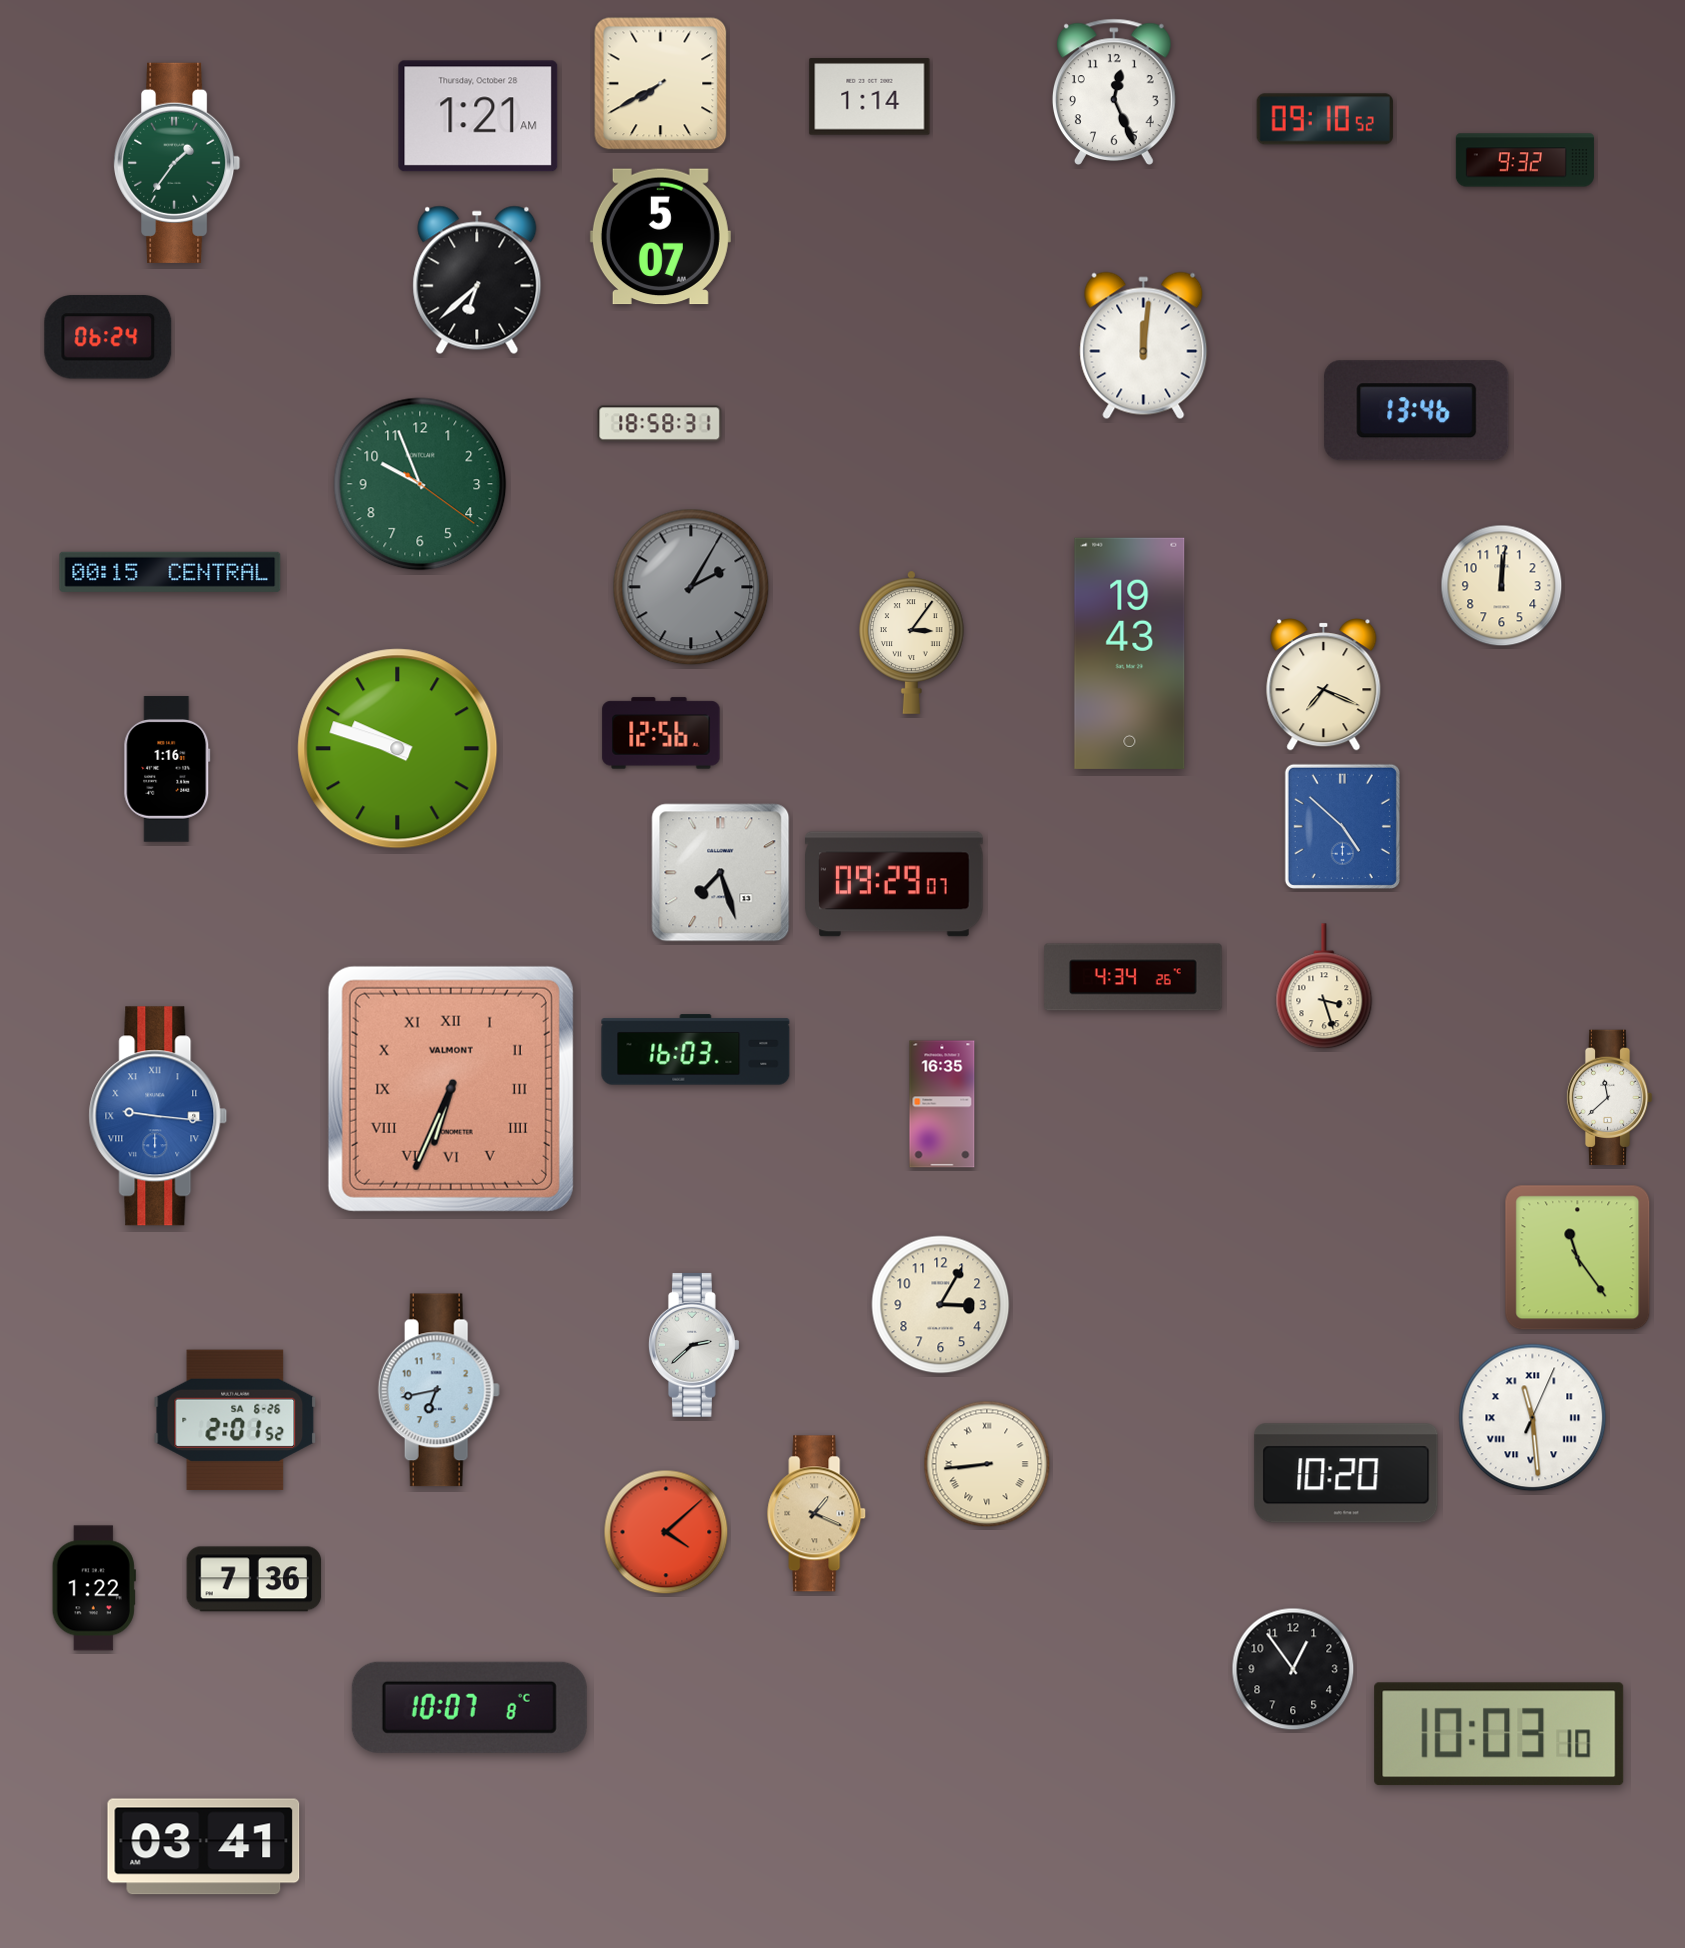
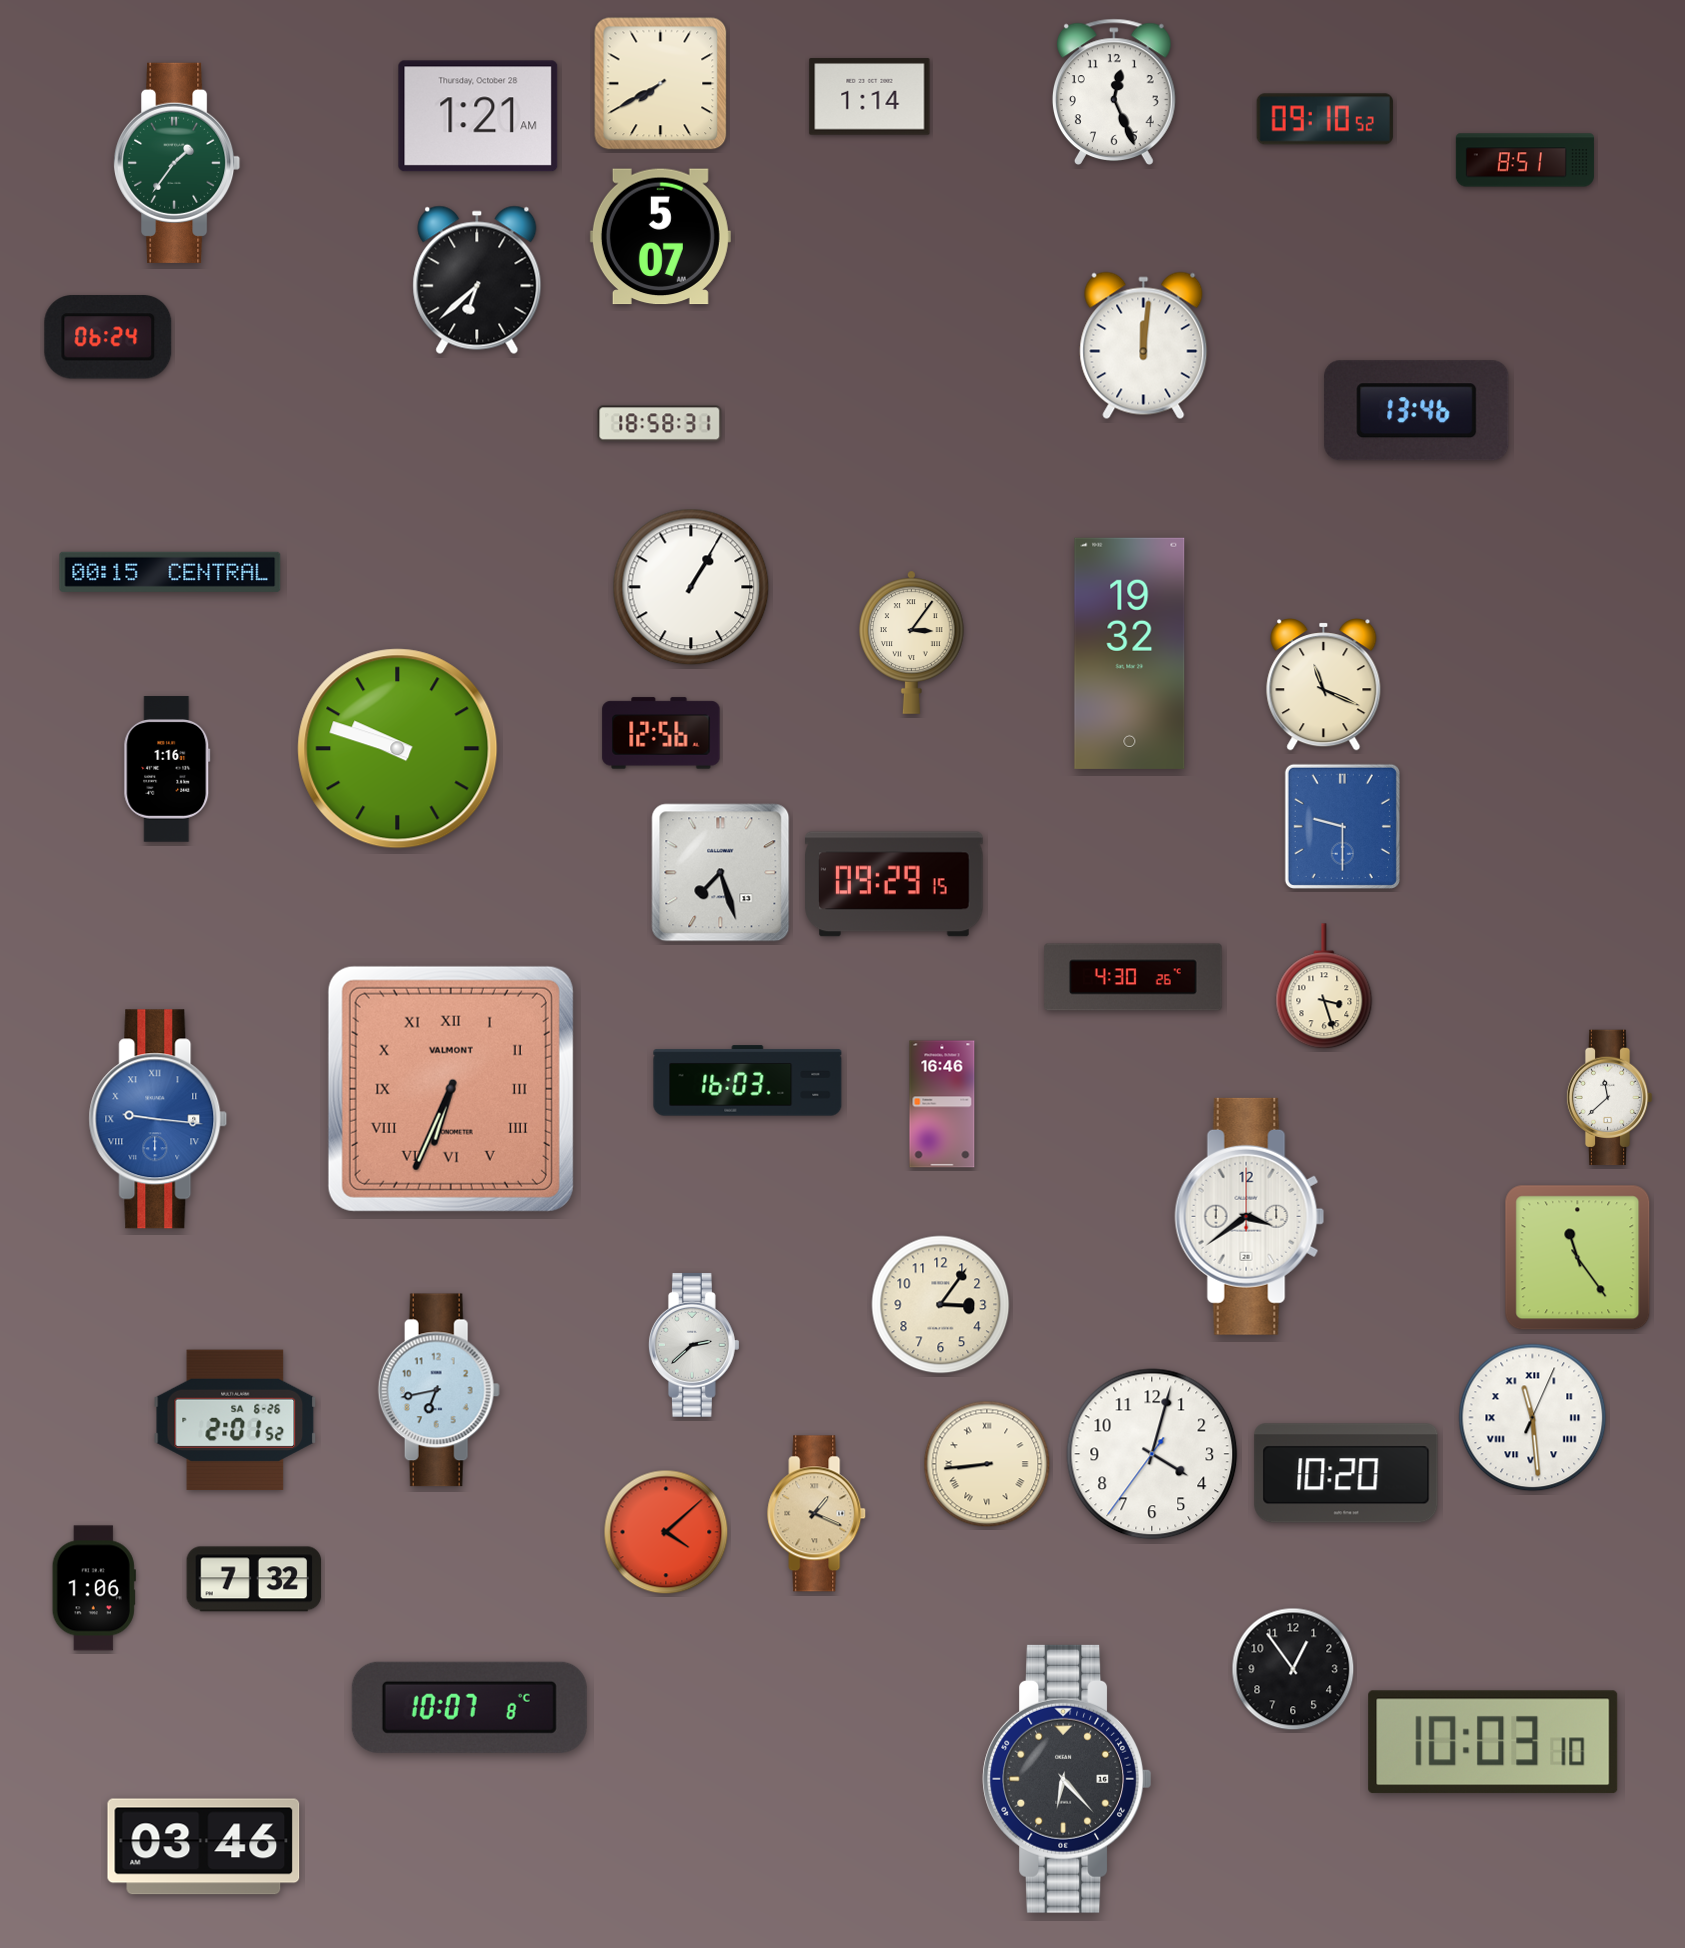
clock at (1524, 160): 9:32 -> 8:51
clock at (420, 484): 9:56 -> none
clock at (1502, 586): 12:01 -> none
clock at (691, 587): 2:05 -> 1:05
clock at (691, 587) dial: grey -> white
clock at (1130, 653): 19:43 -> 19:32
clock at (1324, 685): 7:19 -> 11:19
clock at (1342, 826): 4:52 -> 9:30
clock at (894, 884): 09:29:07 -> 09:29:15
clock at (1133, 977): 4:34 -> 4:30
clock at (696, 1050) position: (696, 1050) -> (748, 1081)
clock at (942, 1104): 16:35 -> 16:46
clock at (158, 1116) position: (158, 1116) -> (158, 1119)
clock at (1250, 1216): none -> 3:39
clock at (941, 1305): 3:05 -> 3:06
clock at (1152, 1454): none -> 4:02
clock at (254, 1579): 7:36 -> 7:32
clock at (94, 1588): 1:22 -> 1:06
clock at (1499, 1734) position: (1499, 1734) -> (1493, 1742)
clock at (1067, 1779): none -> 6:23
clock at (204, 1847): 03:41 -> 03:46
